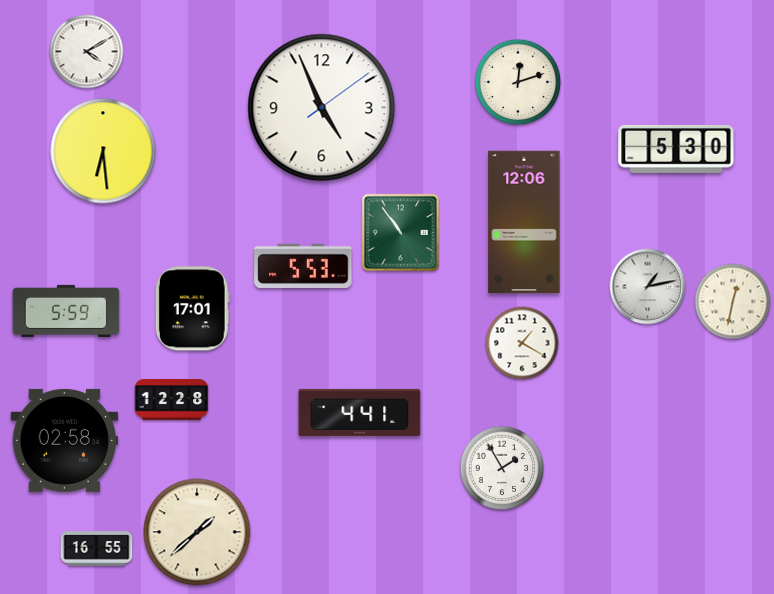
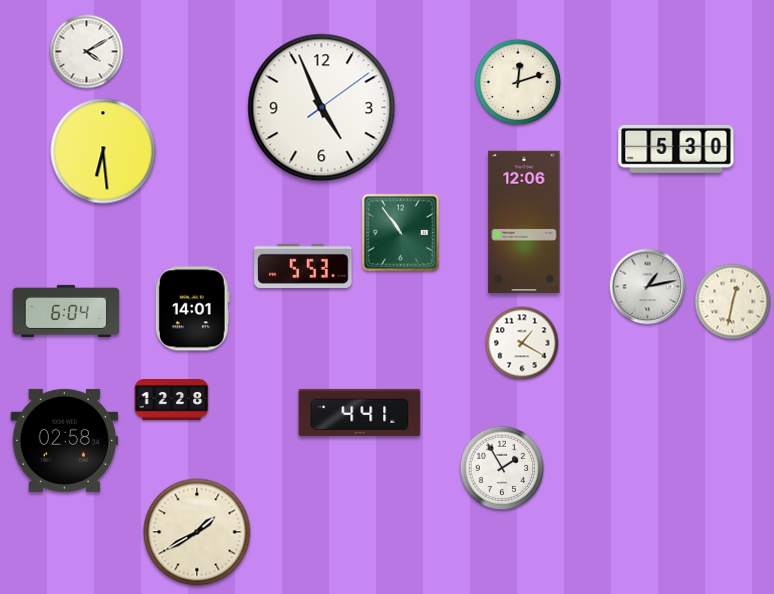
clock at (192, 309): 17:01 -> 14:01
clock at (66, 311): 5:59 -> 6:04
clock at (197, 532): 1:38 -> 1:40
clock at (97, 549): 16:55 -> none
